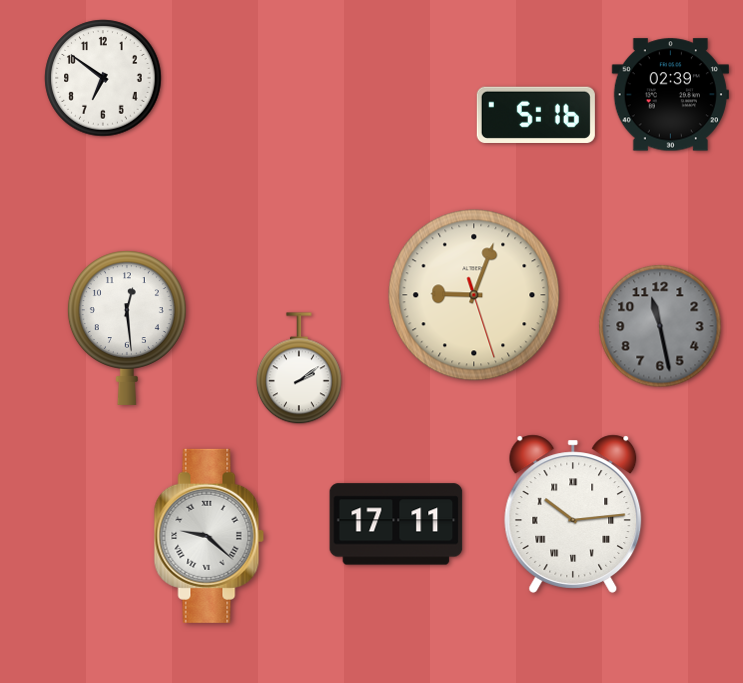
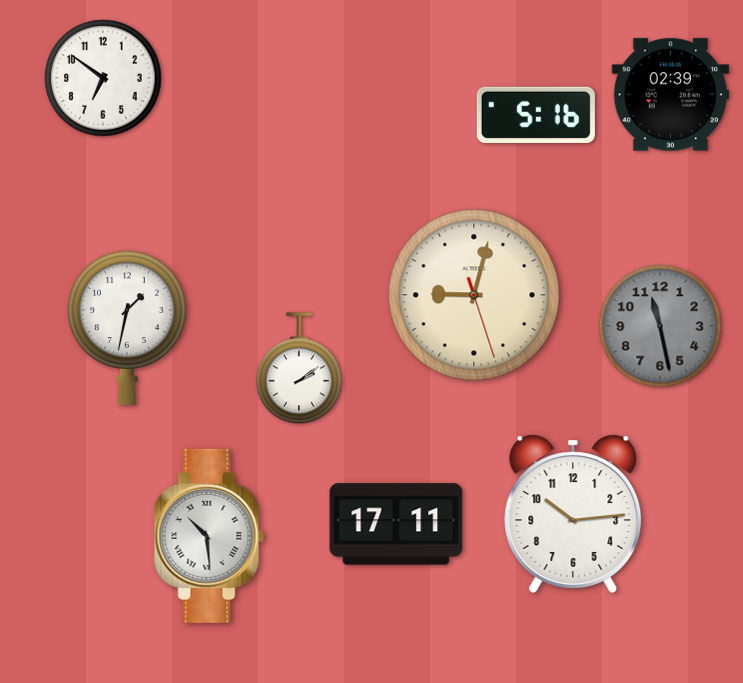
clock at (474, 295): 9:03 -> 9:02
clock at (127, 328): 12:29 -> 1:32
clock at (573, 514) numerals: Roman -> Arabic
clock at (209, 536): 9:22 -> 10:29
